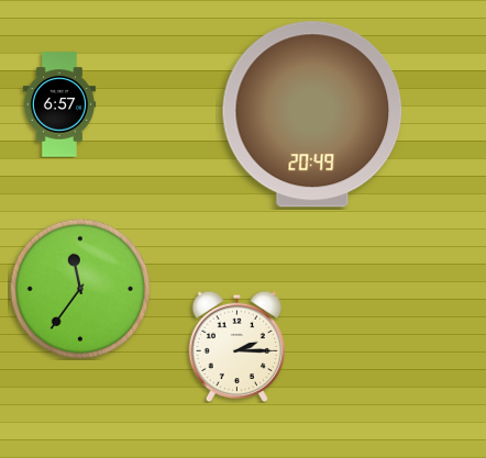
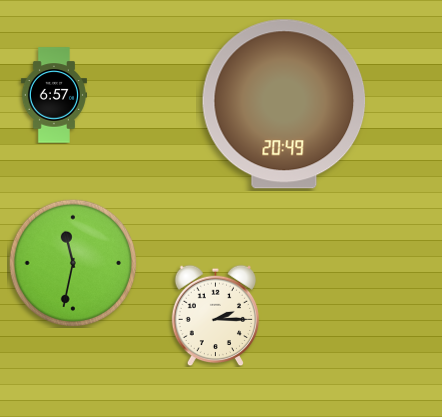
clock at (80, 289): 11:36 -> 11:32
